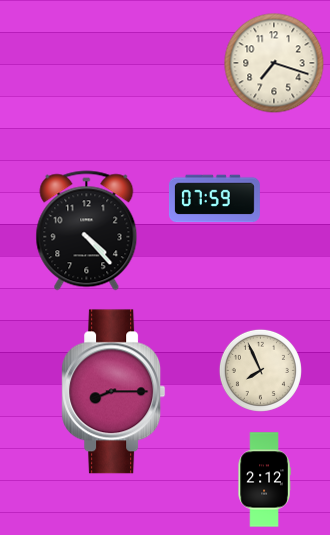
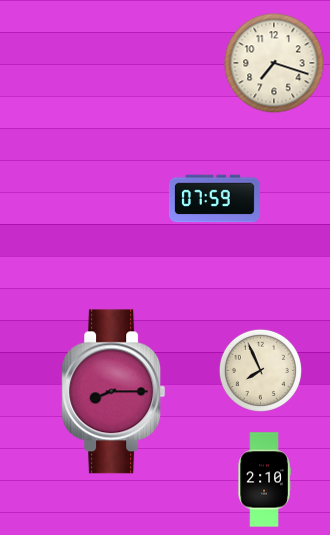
clock at (87, 231): 4:23 -> none
clock at (264, 480): 2:12 -> 2:10
